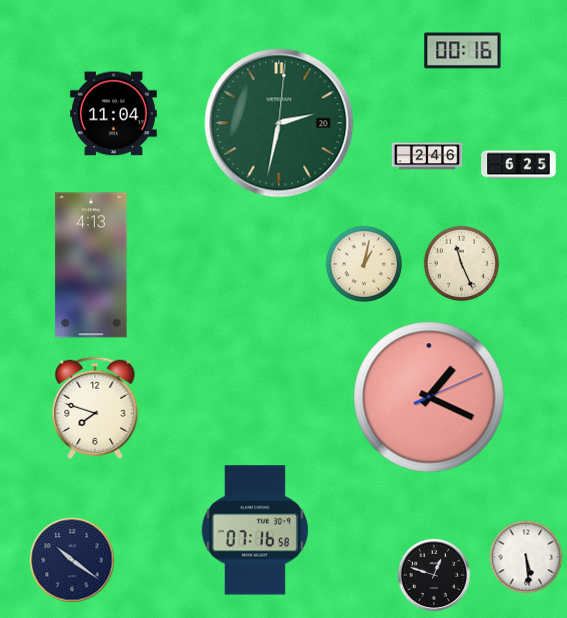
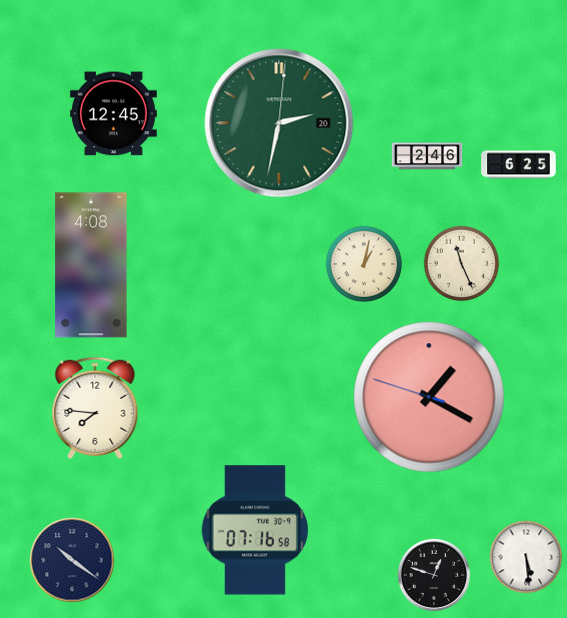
clock at (463, 51): 00:16 -> none
clock at (114, 114): 11:04 -> 12:45
clock at (91, 265): 4:13 -> 4:08
clock at (429, 397): 1:19:11 -> 1:19:48
clock at (95, 407): 7:48 -> 7:46
